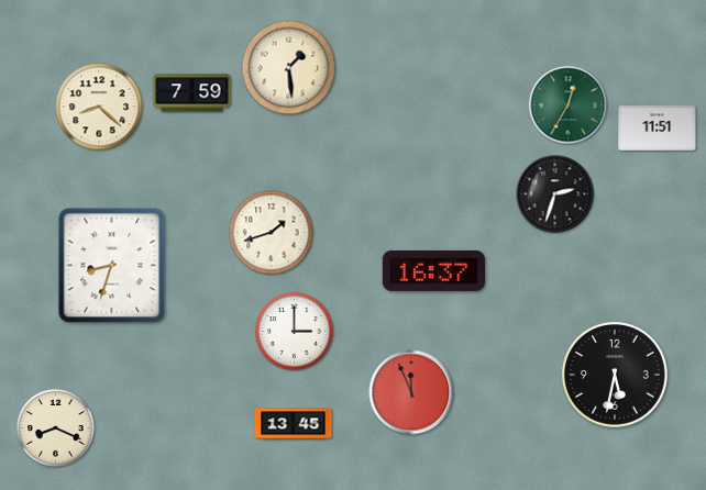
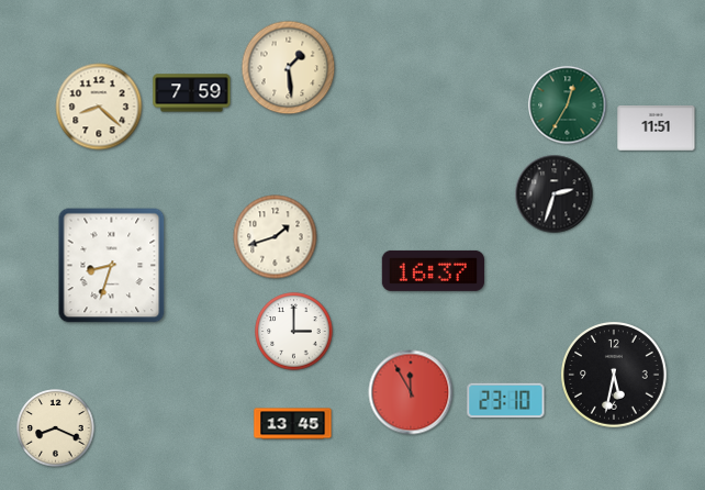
clock at (272, 233) position: (272, 233) -> (276, 237)
clock at (411, 392): 11:56 -> 11:55
clock at (506, 401): none -> 23:10
